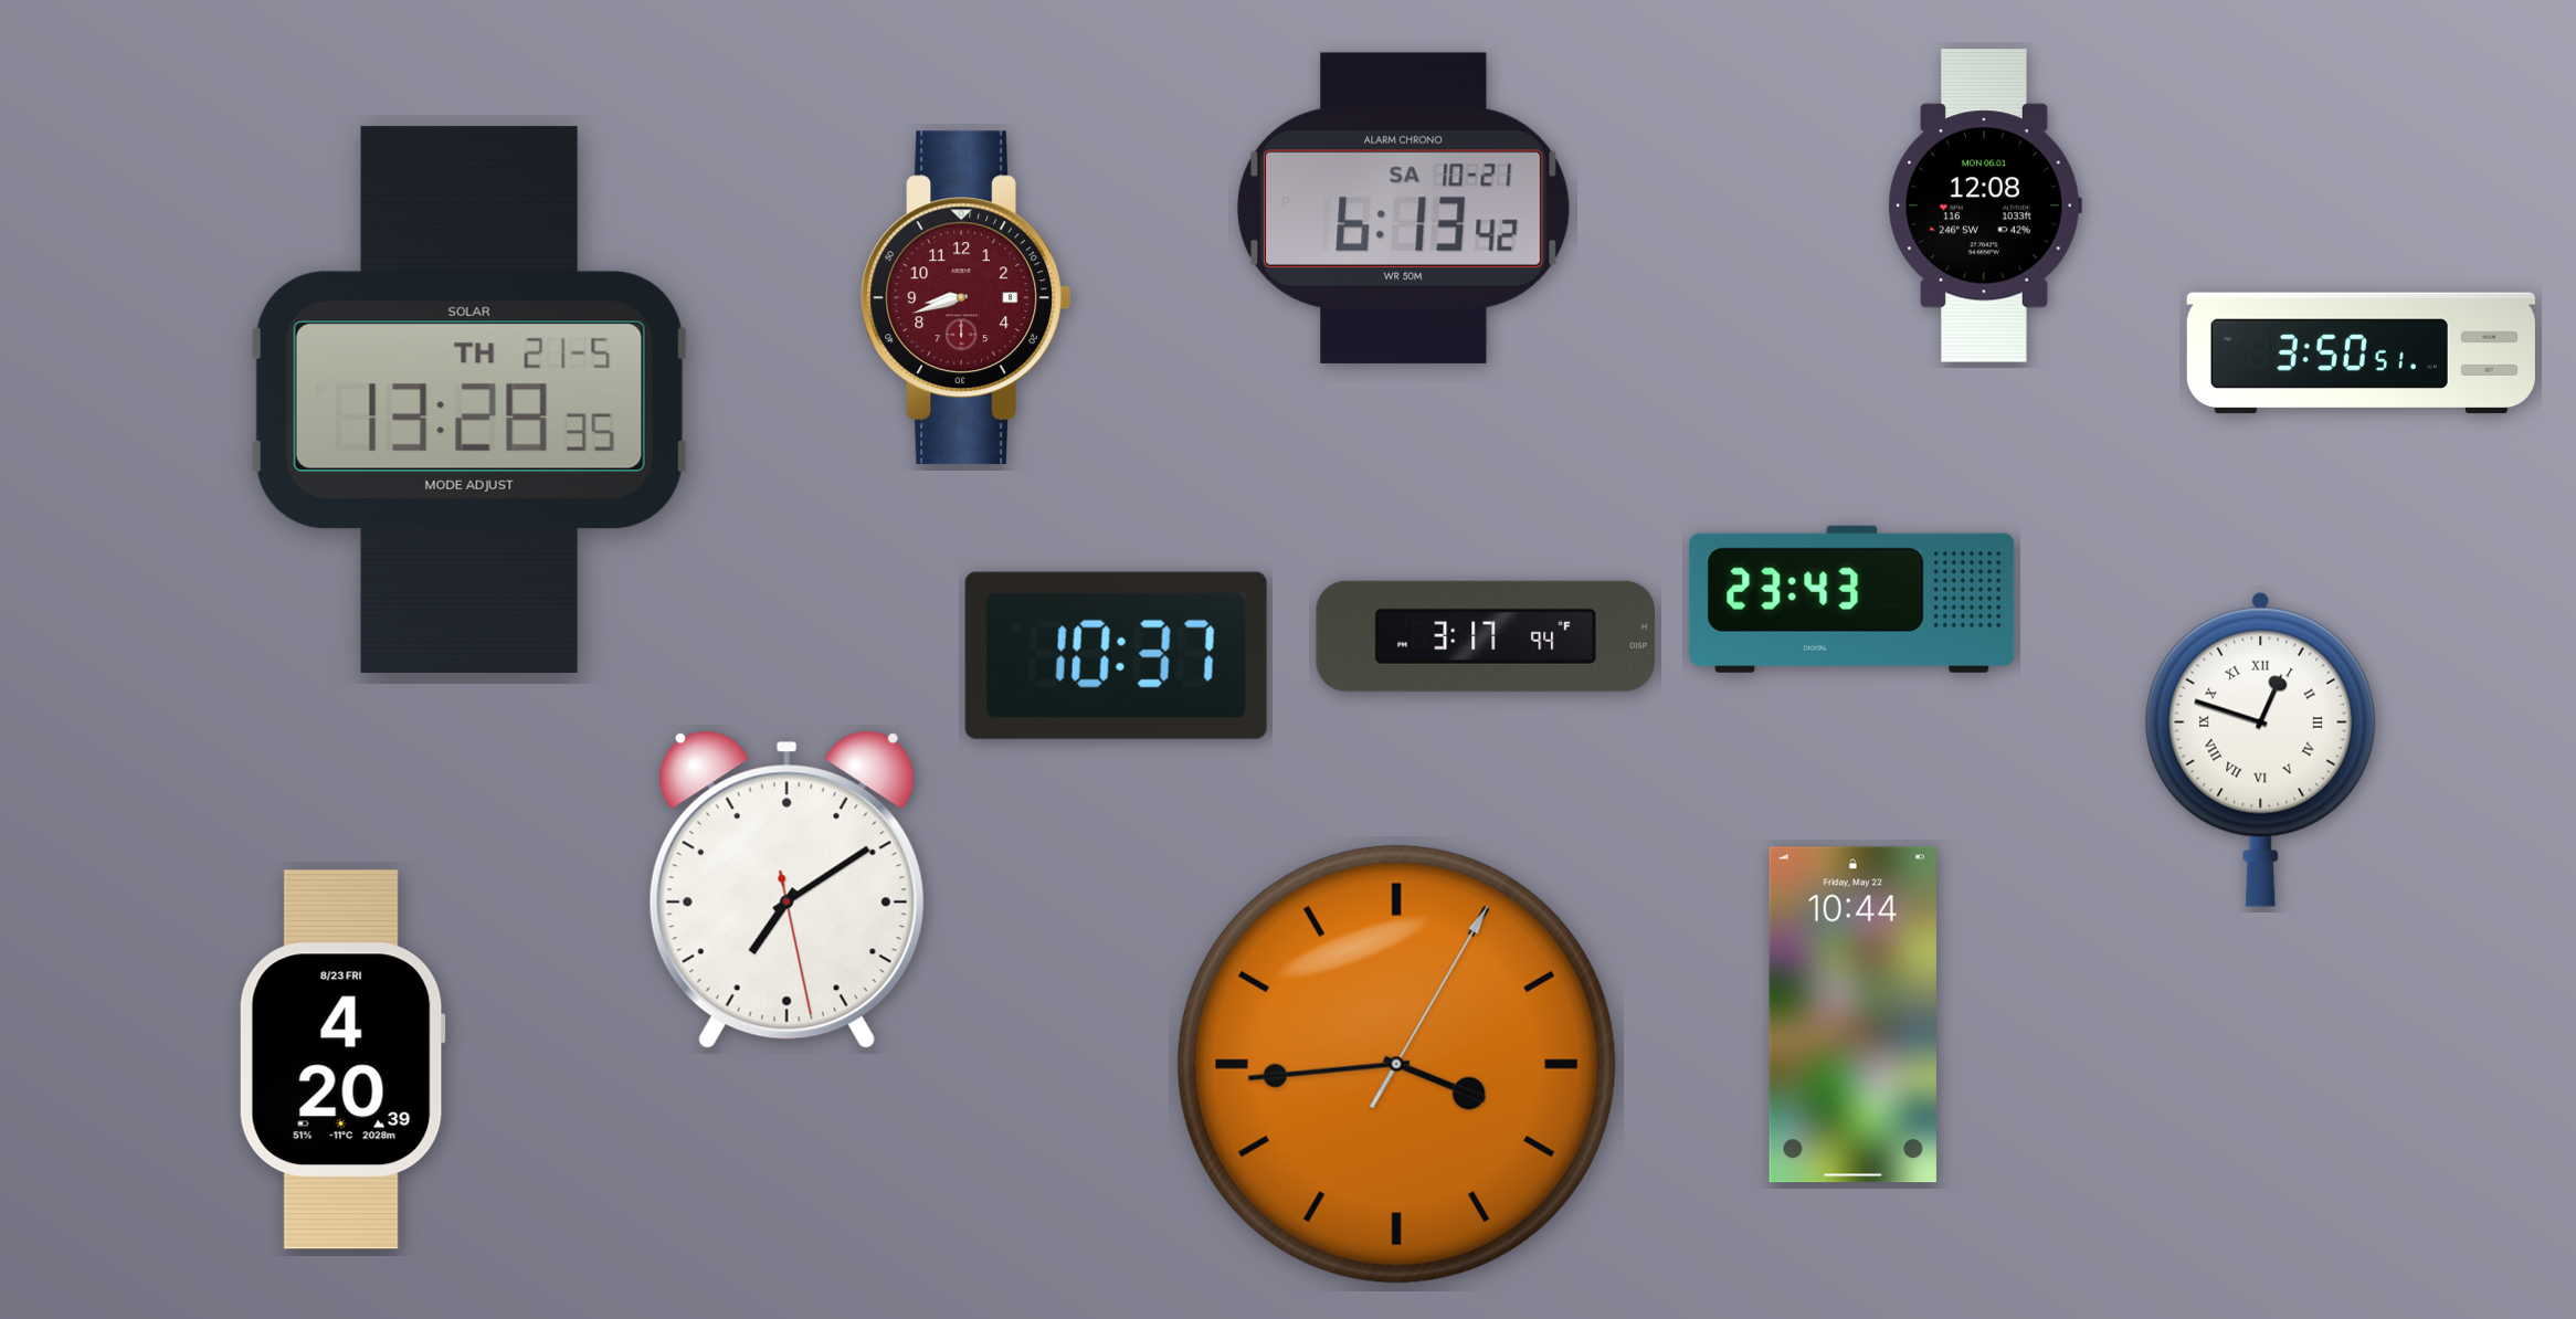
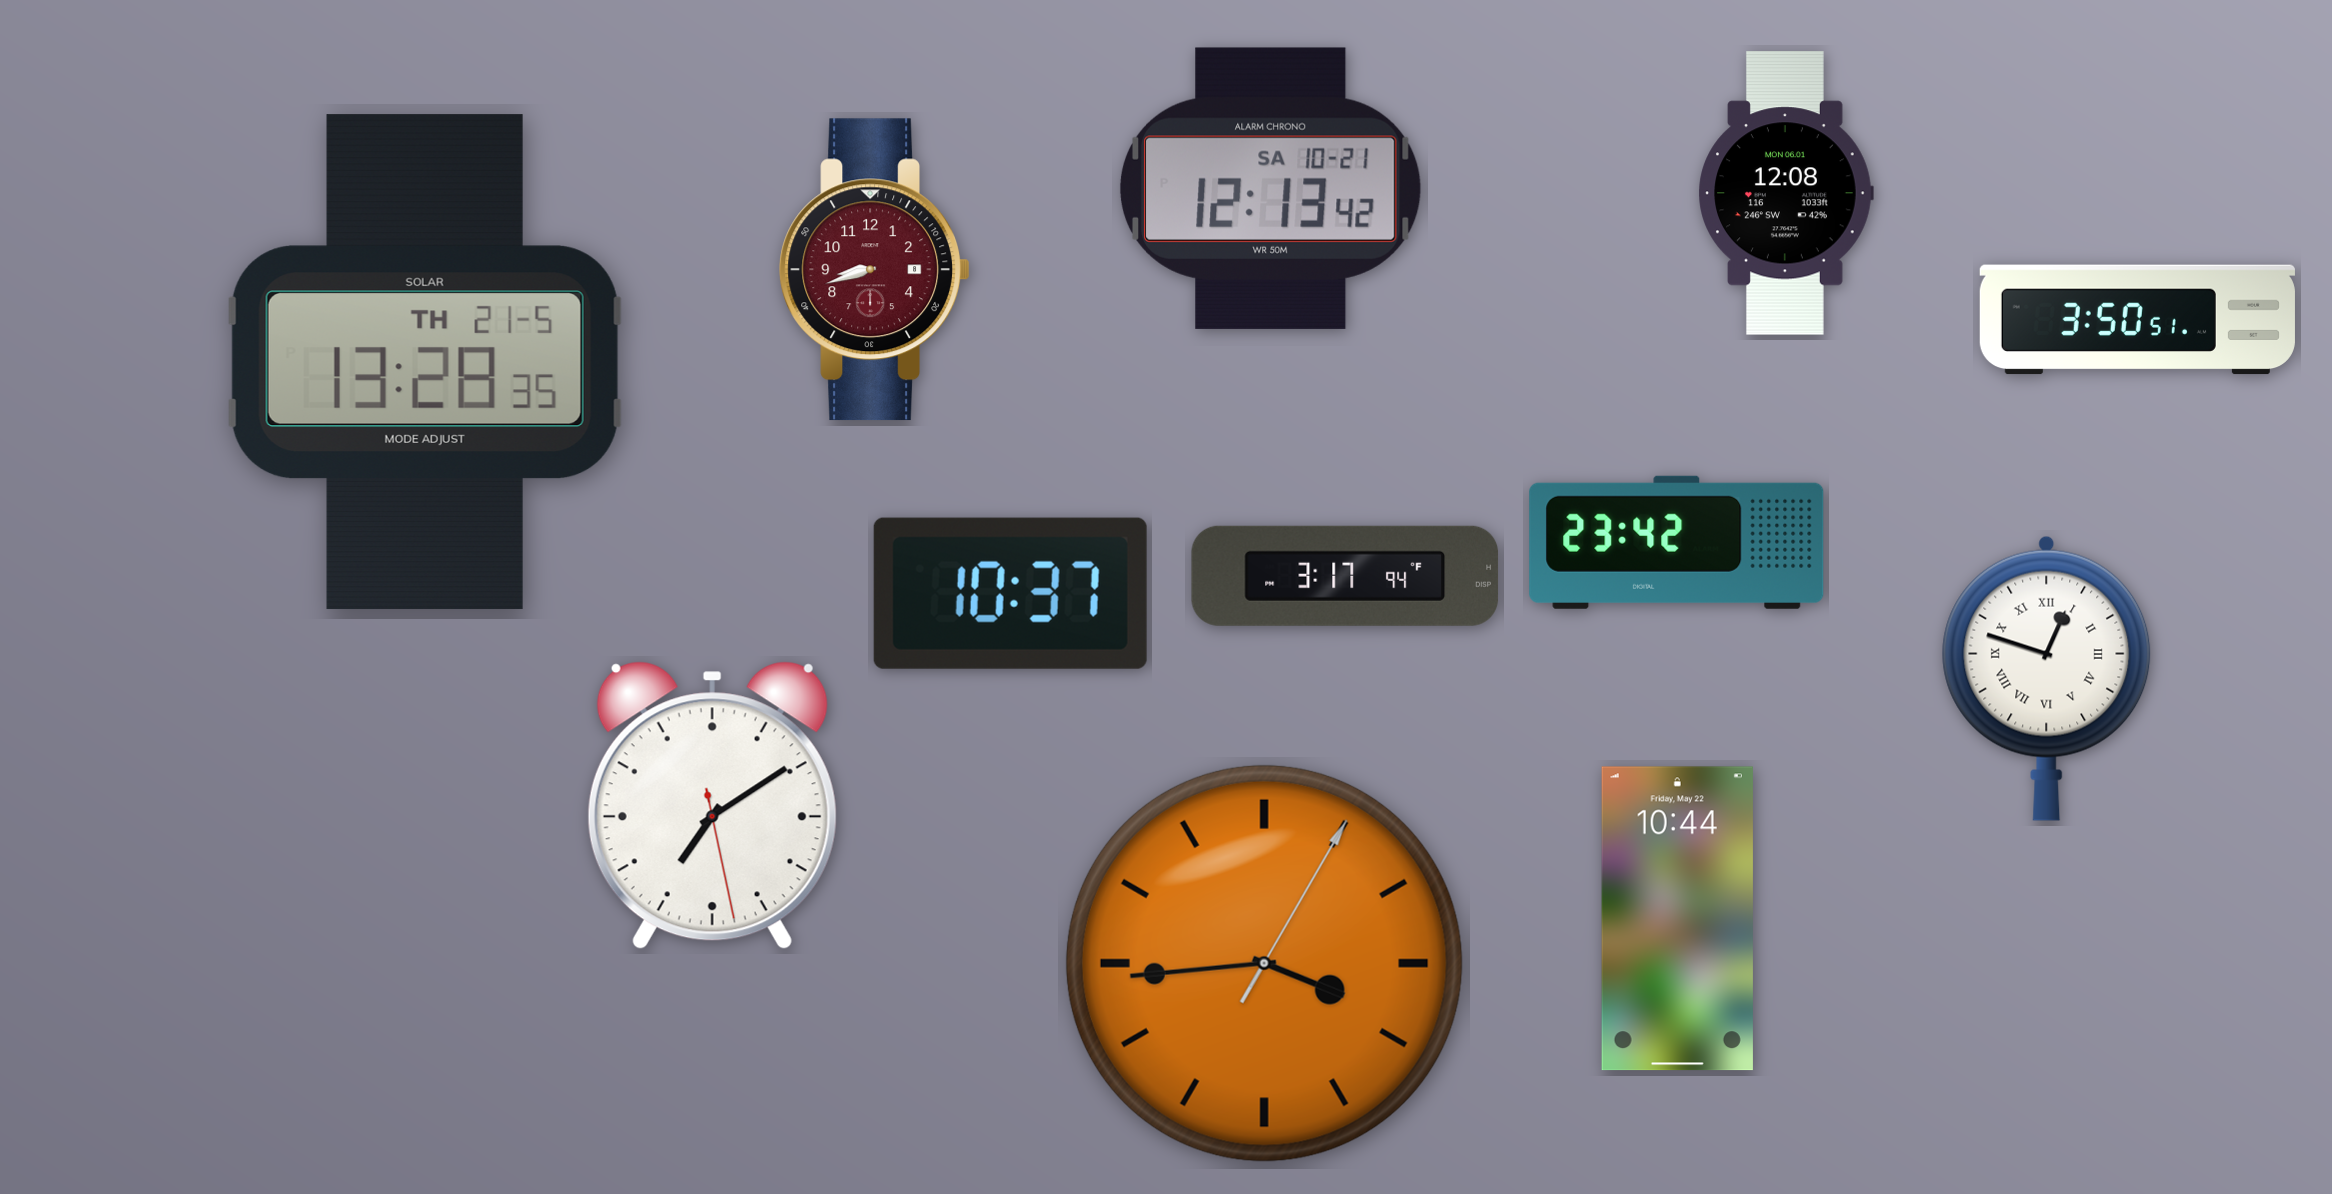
clock at (1985, 205) position: (1985, 205) -> (1786, 193)
clock at (1403, 208): 6:13 -> 12:13
clock at (1852, 599): 23:43 -> 23:42
clock at (342, 1059): 4:20 -> none
